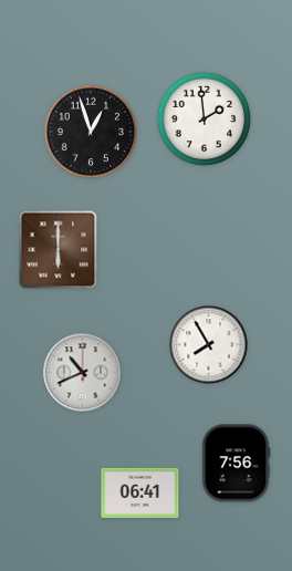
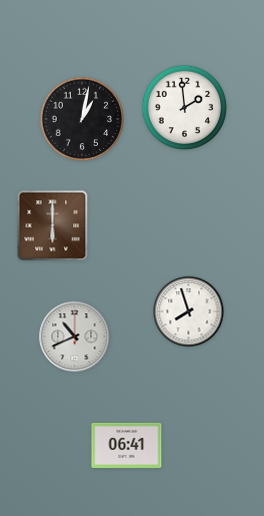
clock at (91, 132): 12:57 -> 1:02
clock at (209, 345): 7:55 -> 7:57
clock at (236, 464): 7:56 -> none
